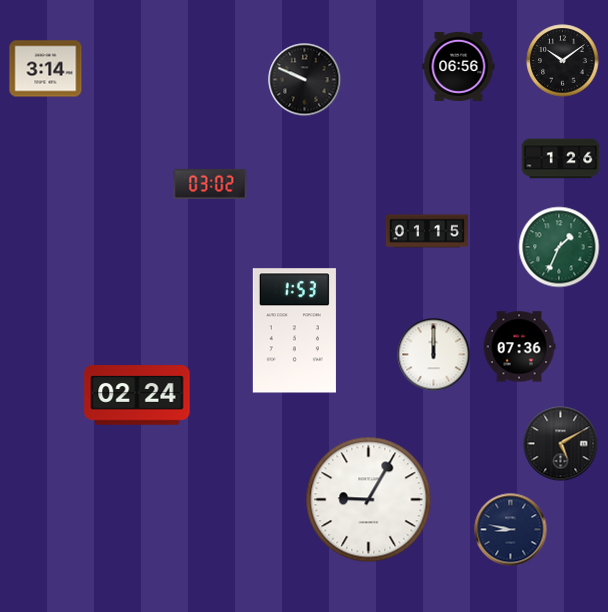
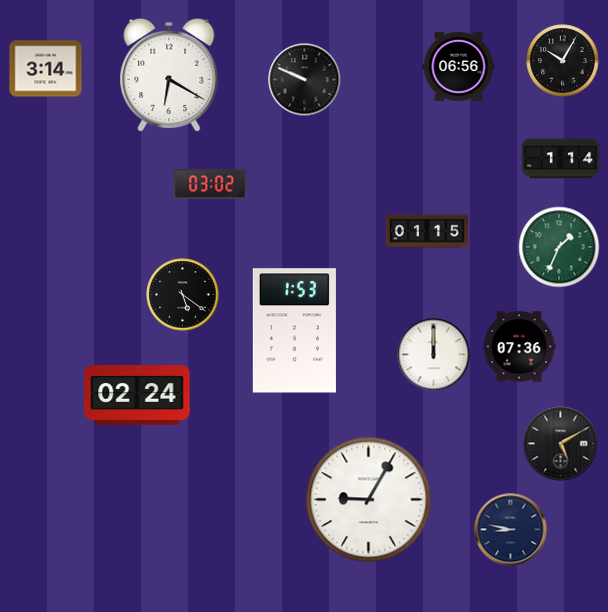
clock at (563, 61): 10:09 -> 10:05
clock at (169, 75): none -> 6:20
clock at (561, 159): 1:26 -> 1:14
clock at (183, 295): none -> 5:21
